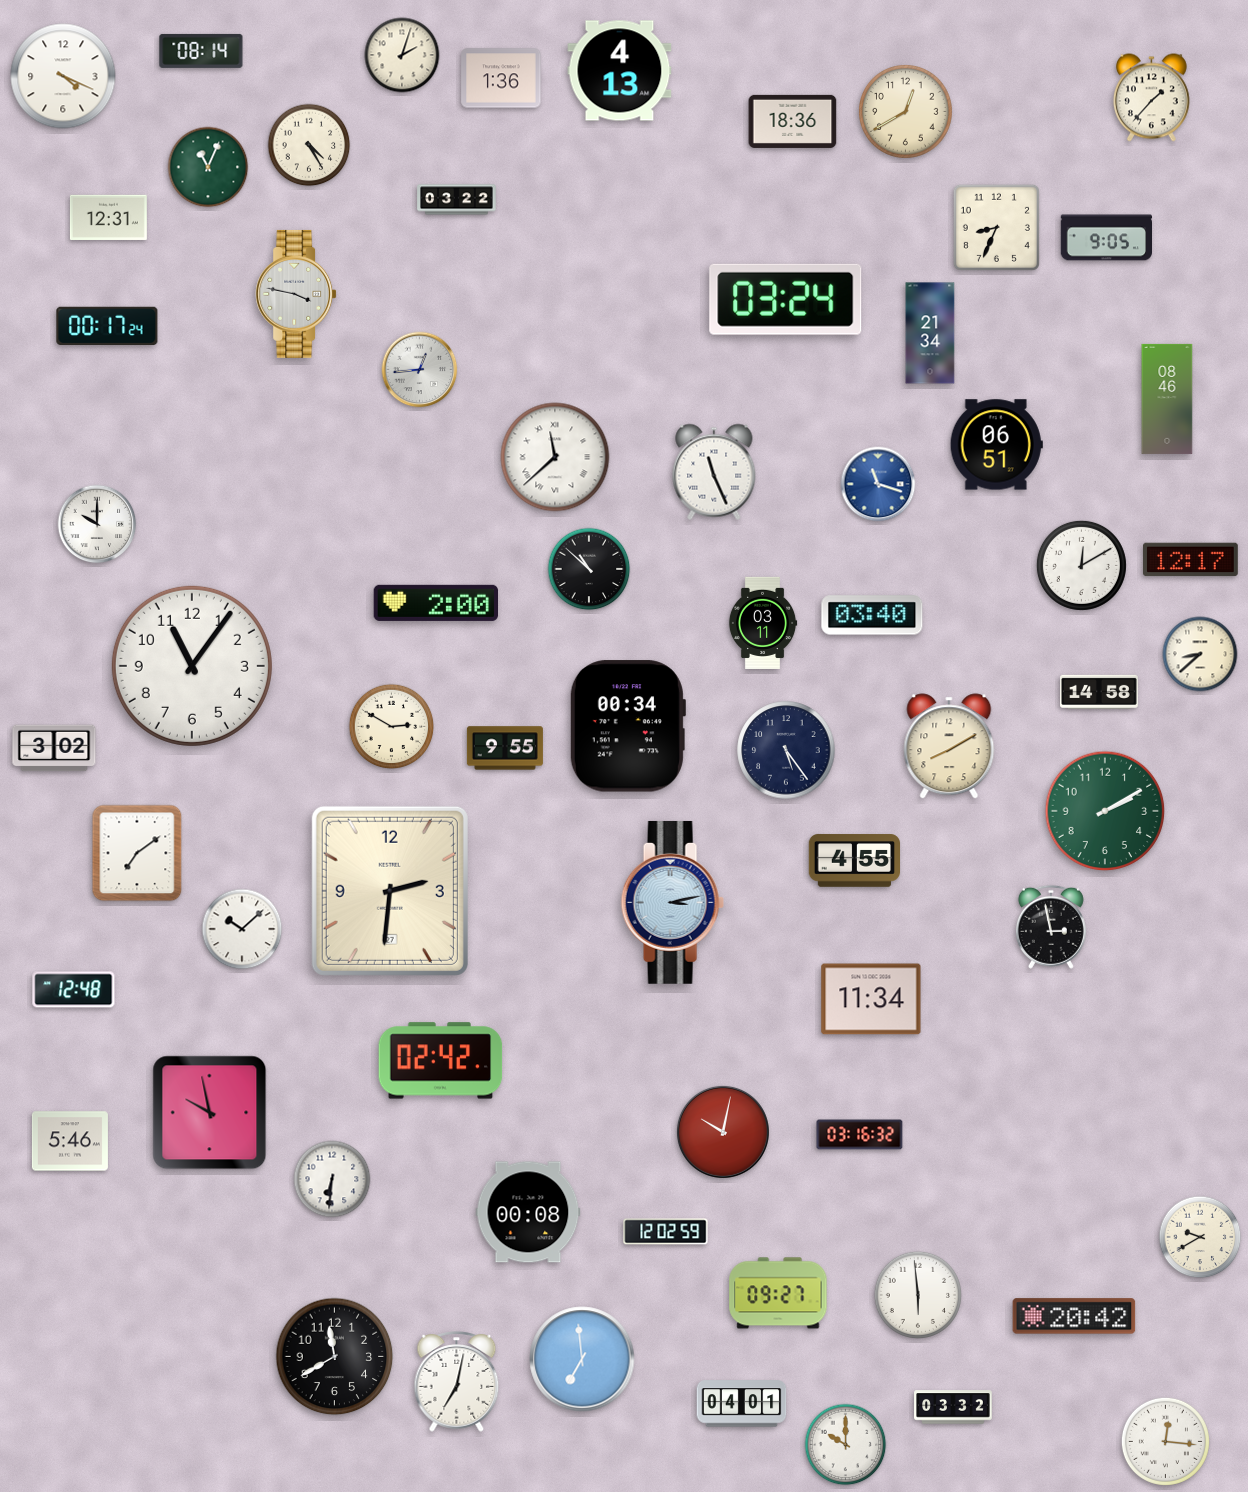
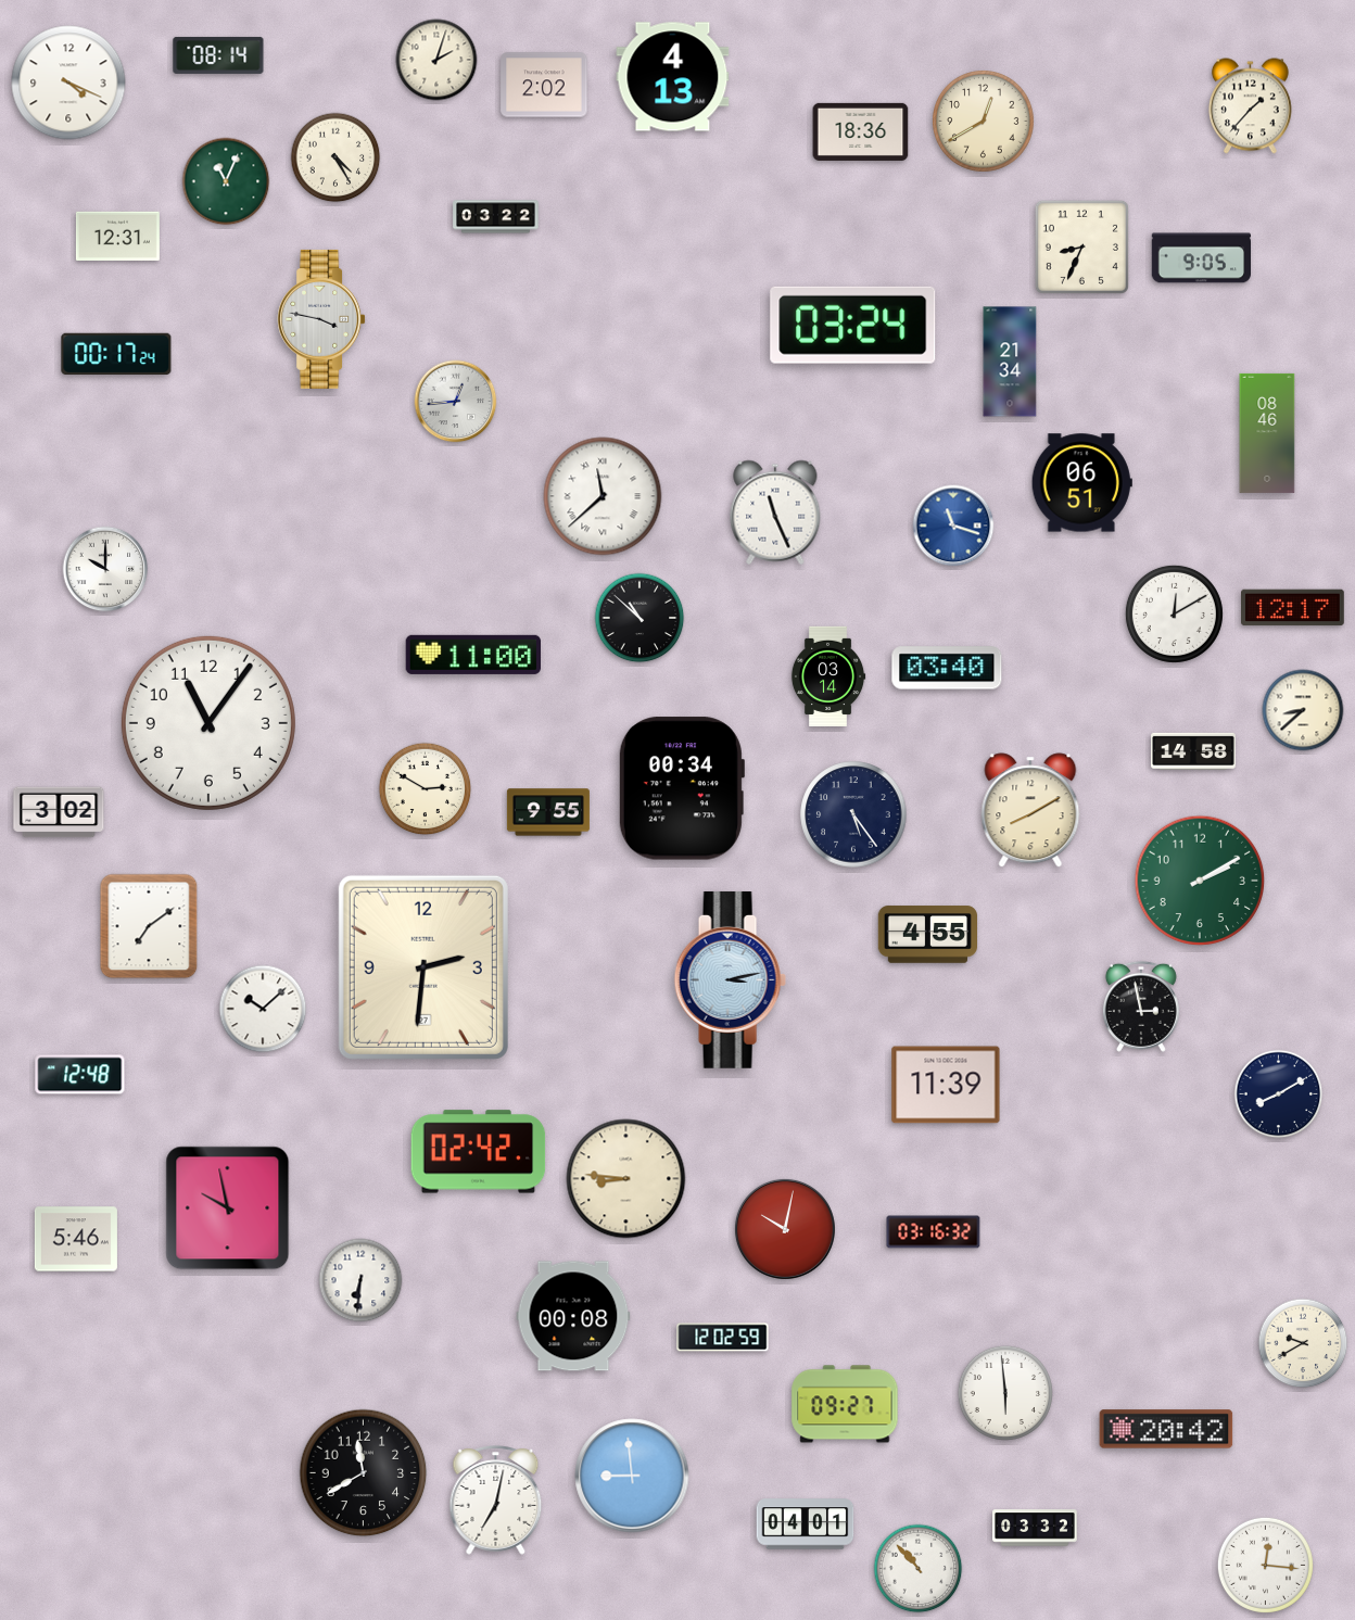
clock at (501, 78): 1:36 -> 2:02
clock at (435, 603): 2:00 -> 11:00
clock at (763, 623): 03:11 -> 03:14
clock at (871, 999): 11:34 -> 11:39
clock at (1279, 1094): none -> 8:10
clock at (626, 1179): none -> 8:46
clock at (918, 1295) position: (918, 1295) -> (1005, 1393)
clock at (582, 1359): 6:59 -> 8:59
clock at (846, 1445): 10:00 -> 10:53
